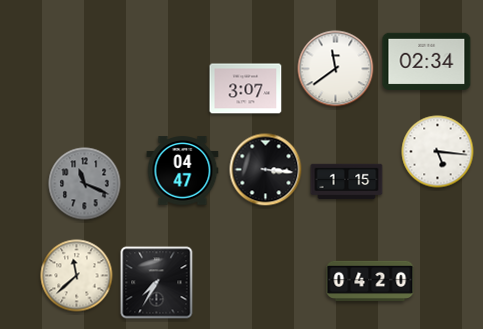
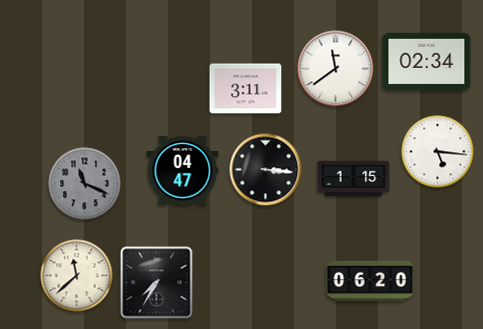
clock at (246, 89): 3:07 -> 3:11
clock at (347, 182) position: (347, 182) -> (354, 179)
clock at (370, 280): 04:20 -> 06:20
